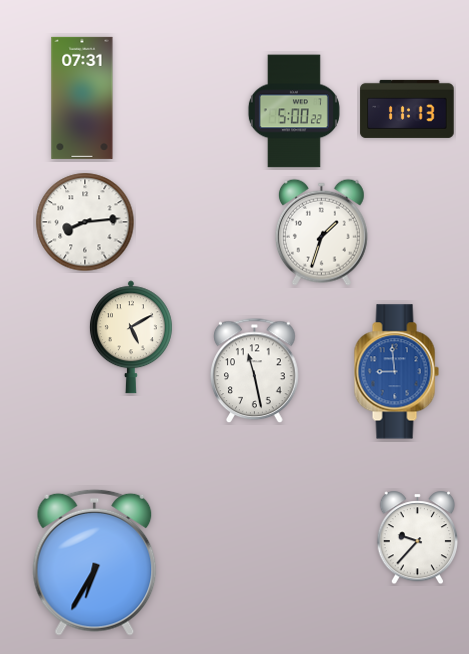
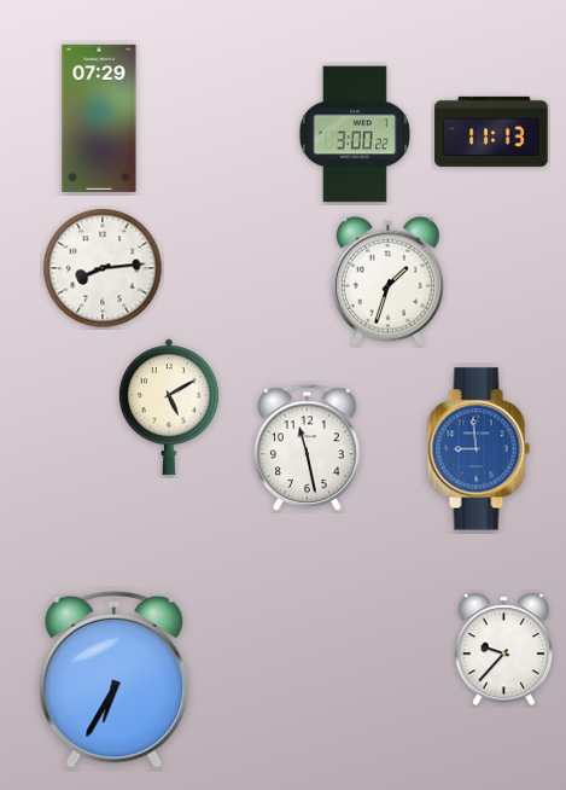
clock at (82, 98): 07:31 -> 07:29
clock at (294, 111): 5:00 -> 3:00
clock at (131, 337) position: (131, 337) -> (169, 407)
